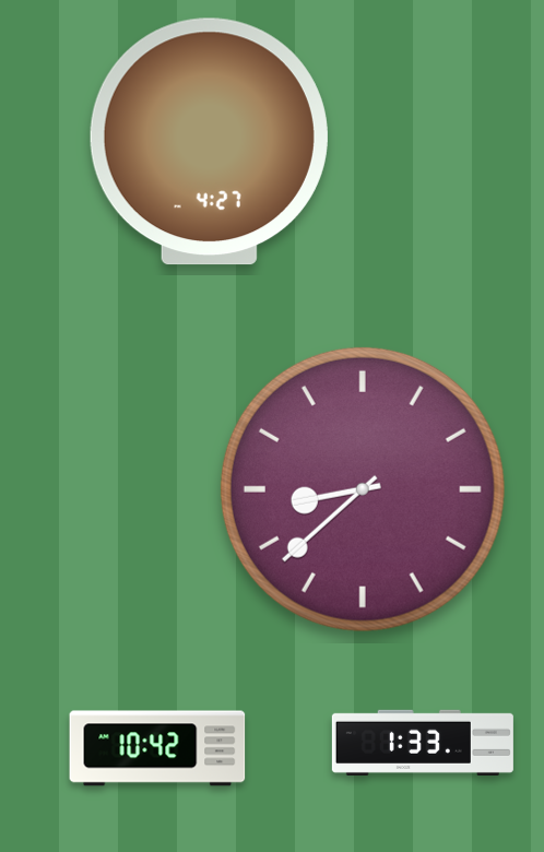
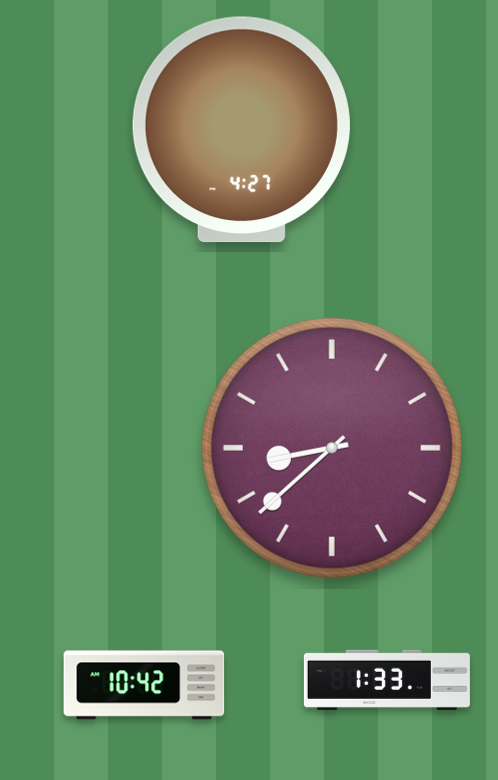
clock at (209, 142) position: (209, 142) -> (241, 130)
